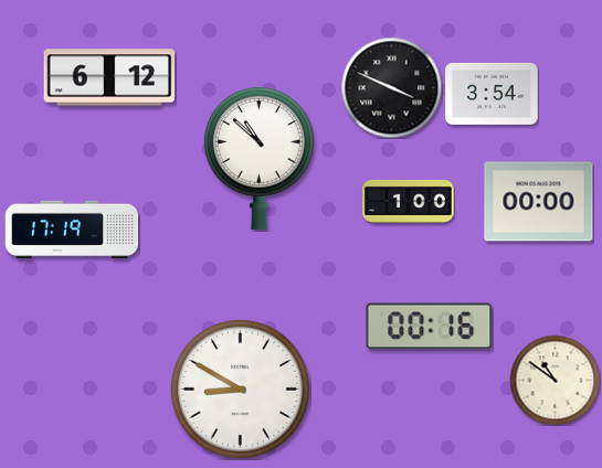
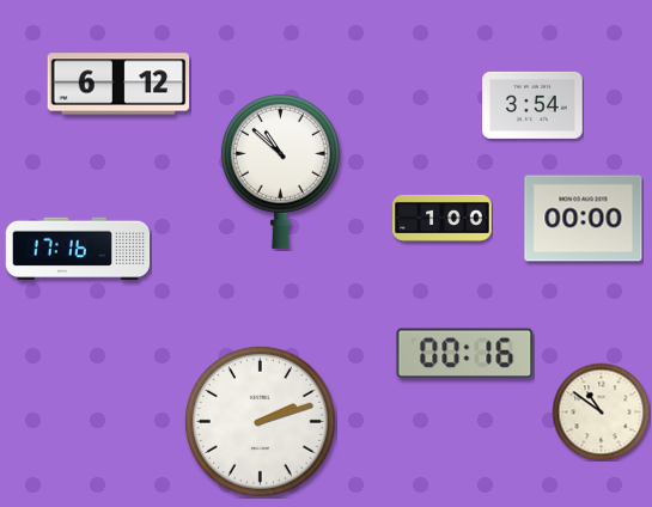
clock at (391, 87): 3:49 -> none
clock at (492, 94) position: (492, 94) -> (532, 105)
clock at (72, 230): 17:19 -> 17:16
clock at (240, 389): 8:50 -> 2:12
